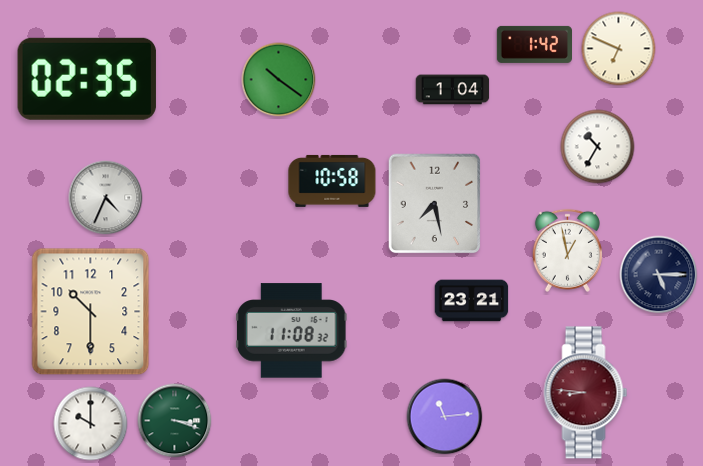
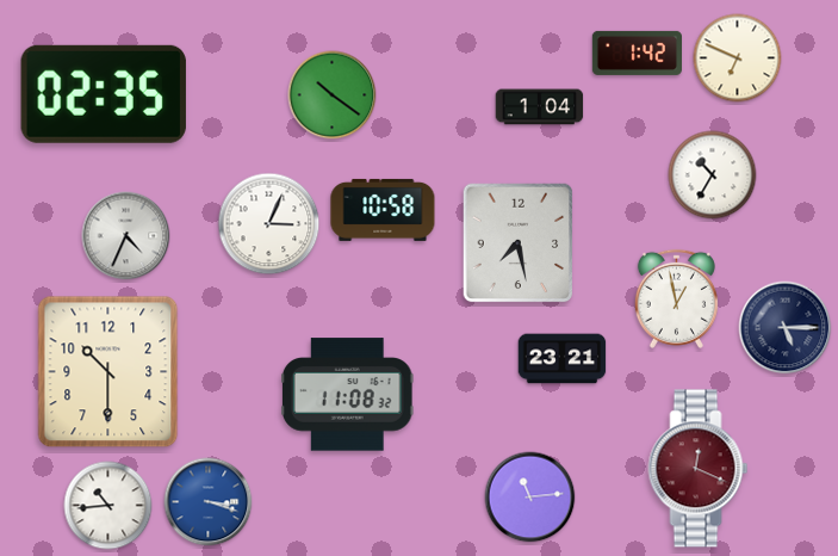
clock at (332, 181) position: (332, 181) -> (383, 210)
clock at (269, 224): none -> 3:04
clock at (586, 393): 8:46 -> 12:19
clock at (175, 421) dial: green -> blue
clock at (91, 424): 10:00 -> 10:44
